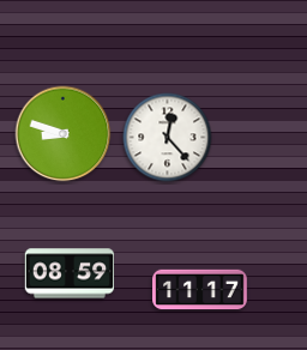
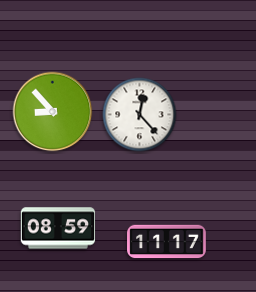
clock at (64, 134): 8:48 -> 8:53
